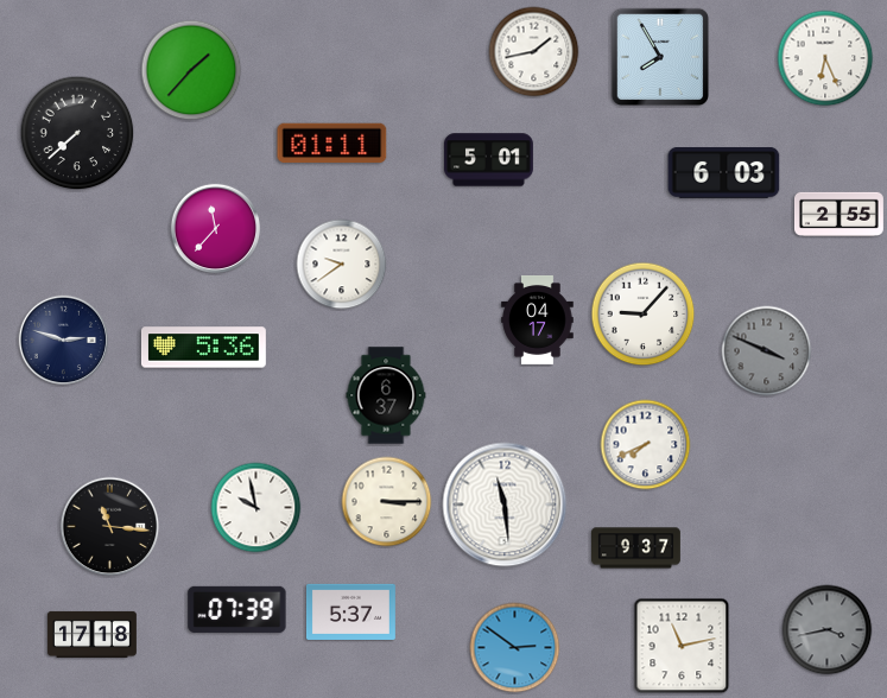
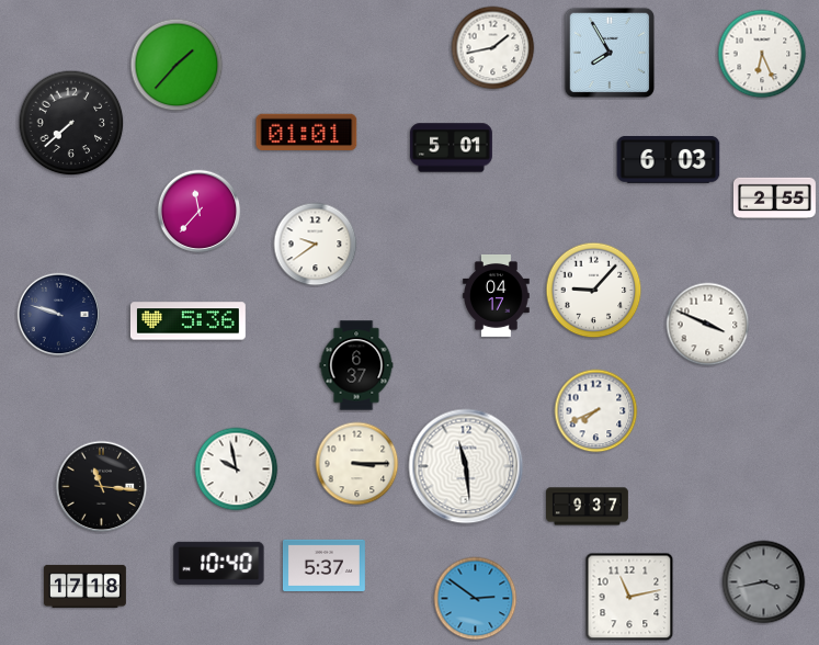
clock at (332, 144): 01:11 -> 01:01
clock at (64, 341): 2:48 -> 9:48
clock at (767, 351) dial: grey -> white
clock at (237, 609): 07:39 -> 10:40
